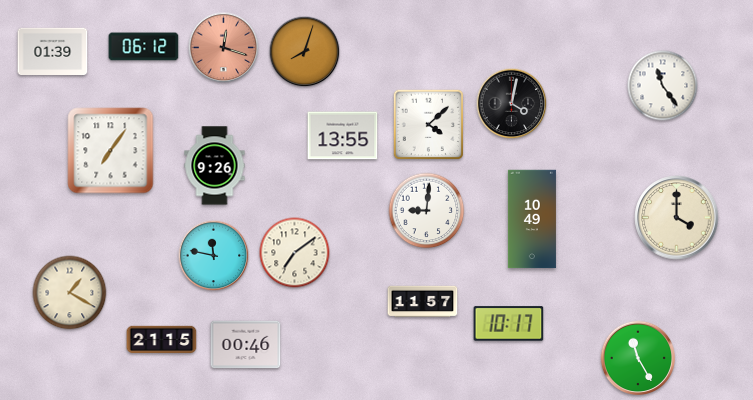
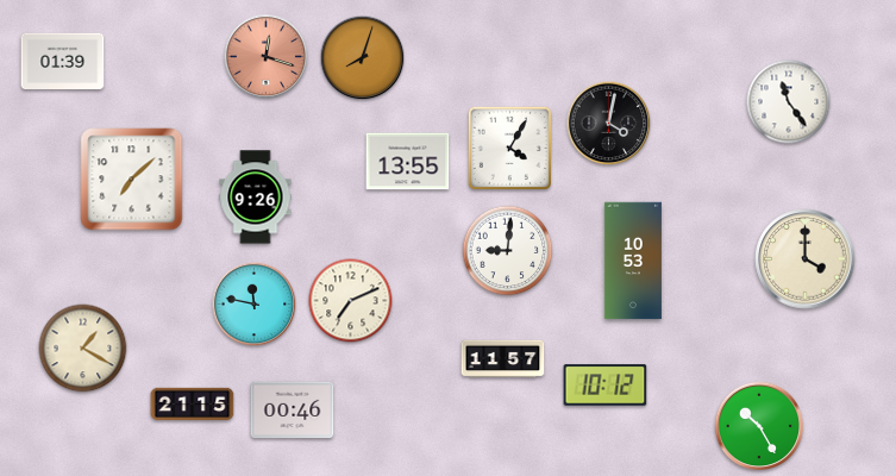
clock at (144, 47): 06:12 -> none
clock at (305, 52) position: (305, 52) -> (363, 58)
clock at (428, 124): 4:08 -> 4:05
clock at (111, 151): 7:06 -> 7:08
clock at (532, 219): 10:49 -> 10:53
clock at (295, 253): 7:09 -> 7:11
clock at (509, 324): 10:17 -> 10:12
clock at (638, 358): 11:25 -> 10:25
